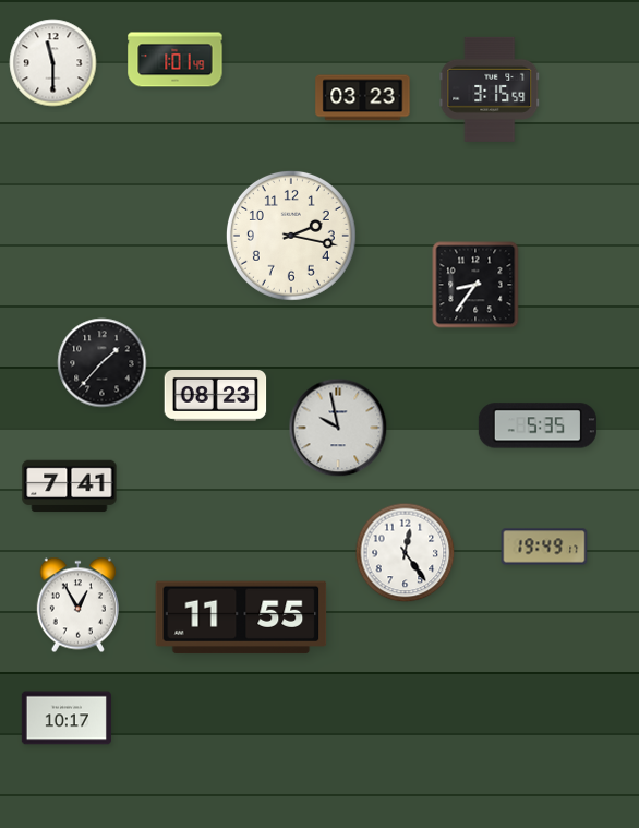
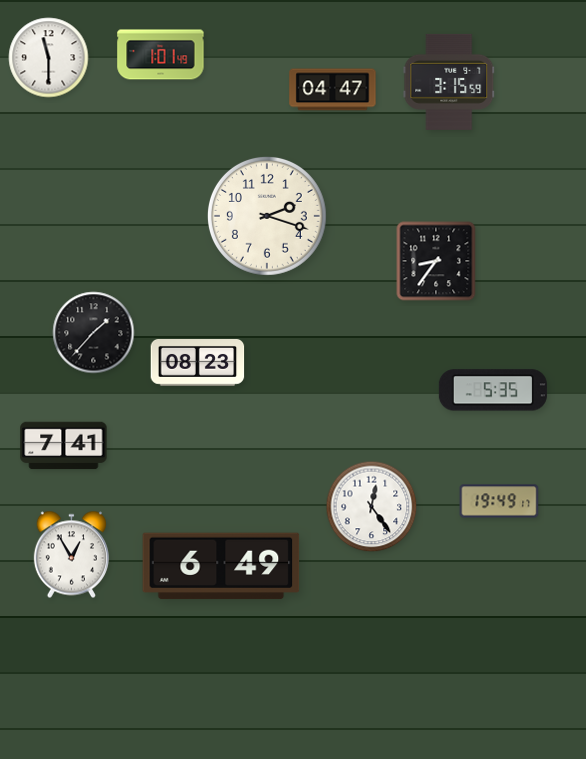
clock at (363, 98): 03:23 -> 04:47
clock at (291, 236): 2:17 -> 2:18
clock at (338, 428): 9:58 -> none
clock at (241, 617): 11:55 -> 6:49
clock at (67, 718): 10:17 -> none
